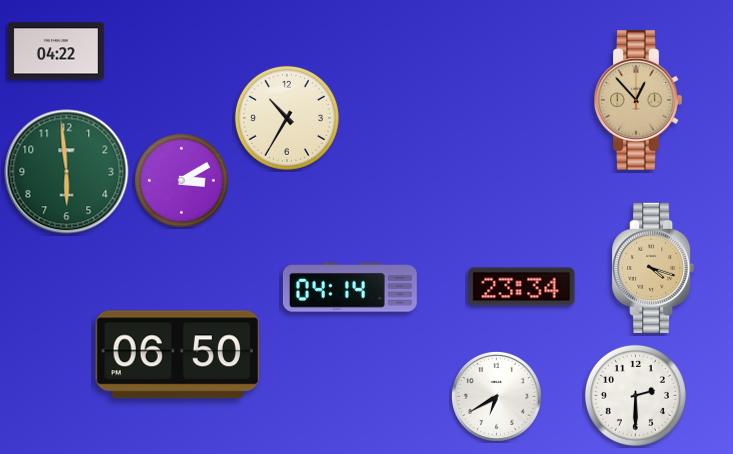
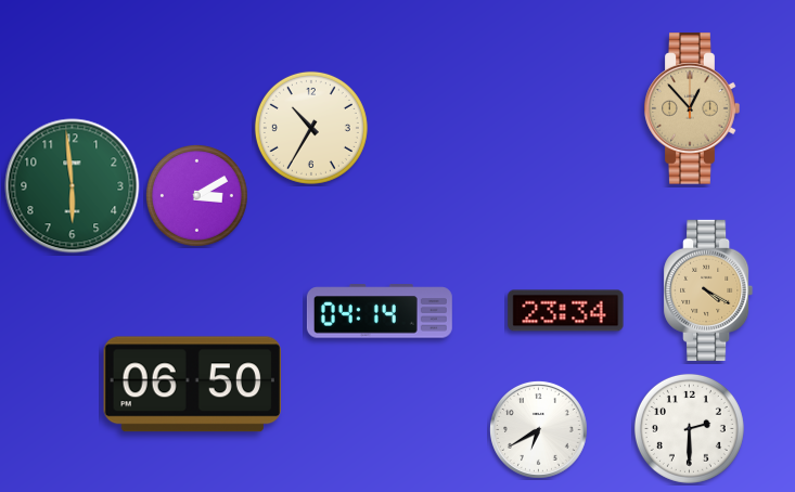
clock at (56, 51): 04:22 -> none
clock at (653, 268): 4:18 -> 4:20
